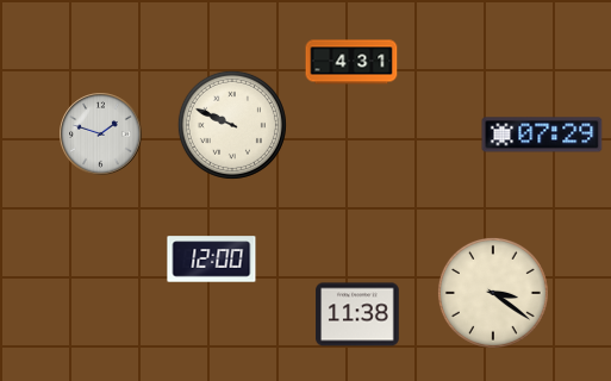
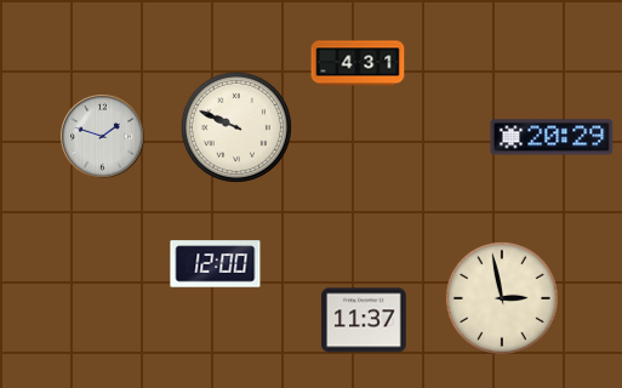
clock at (542, 135): 07:29 -> 20:29
clock at (493, 293): 3:21 -> 2:58
clock at (357, 314): 11:38 -> 11:37
